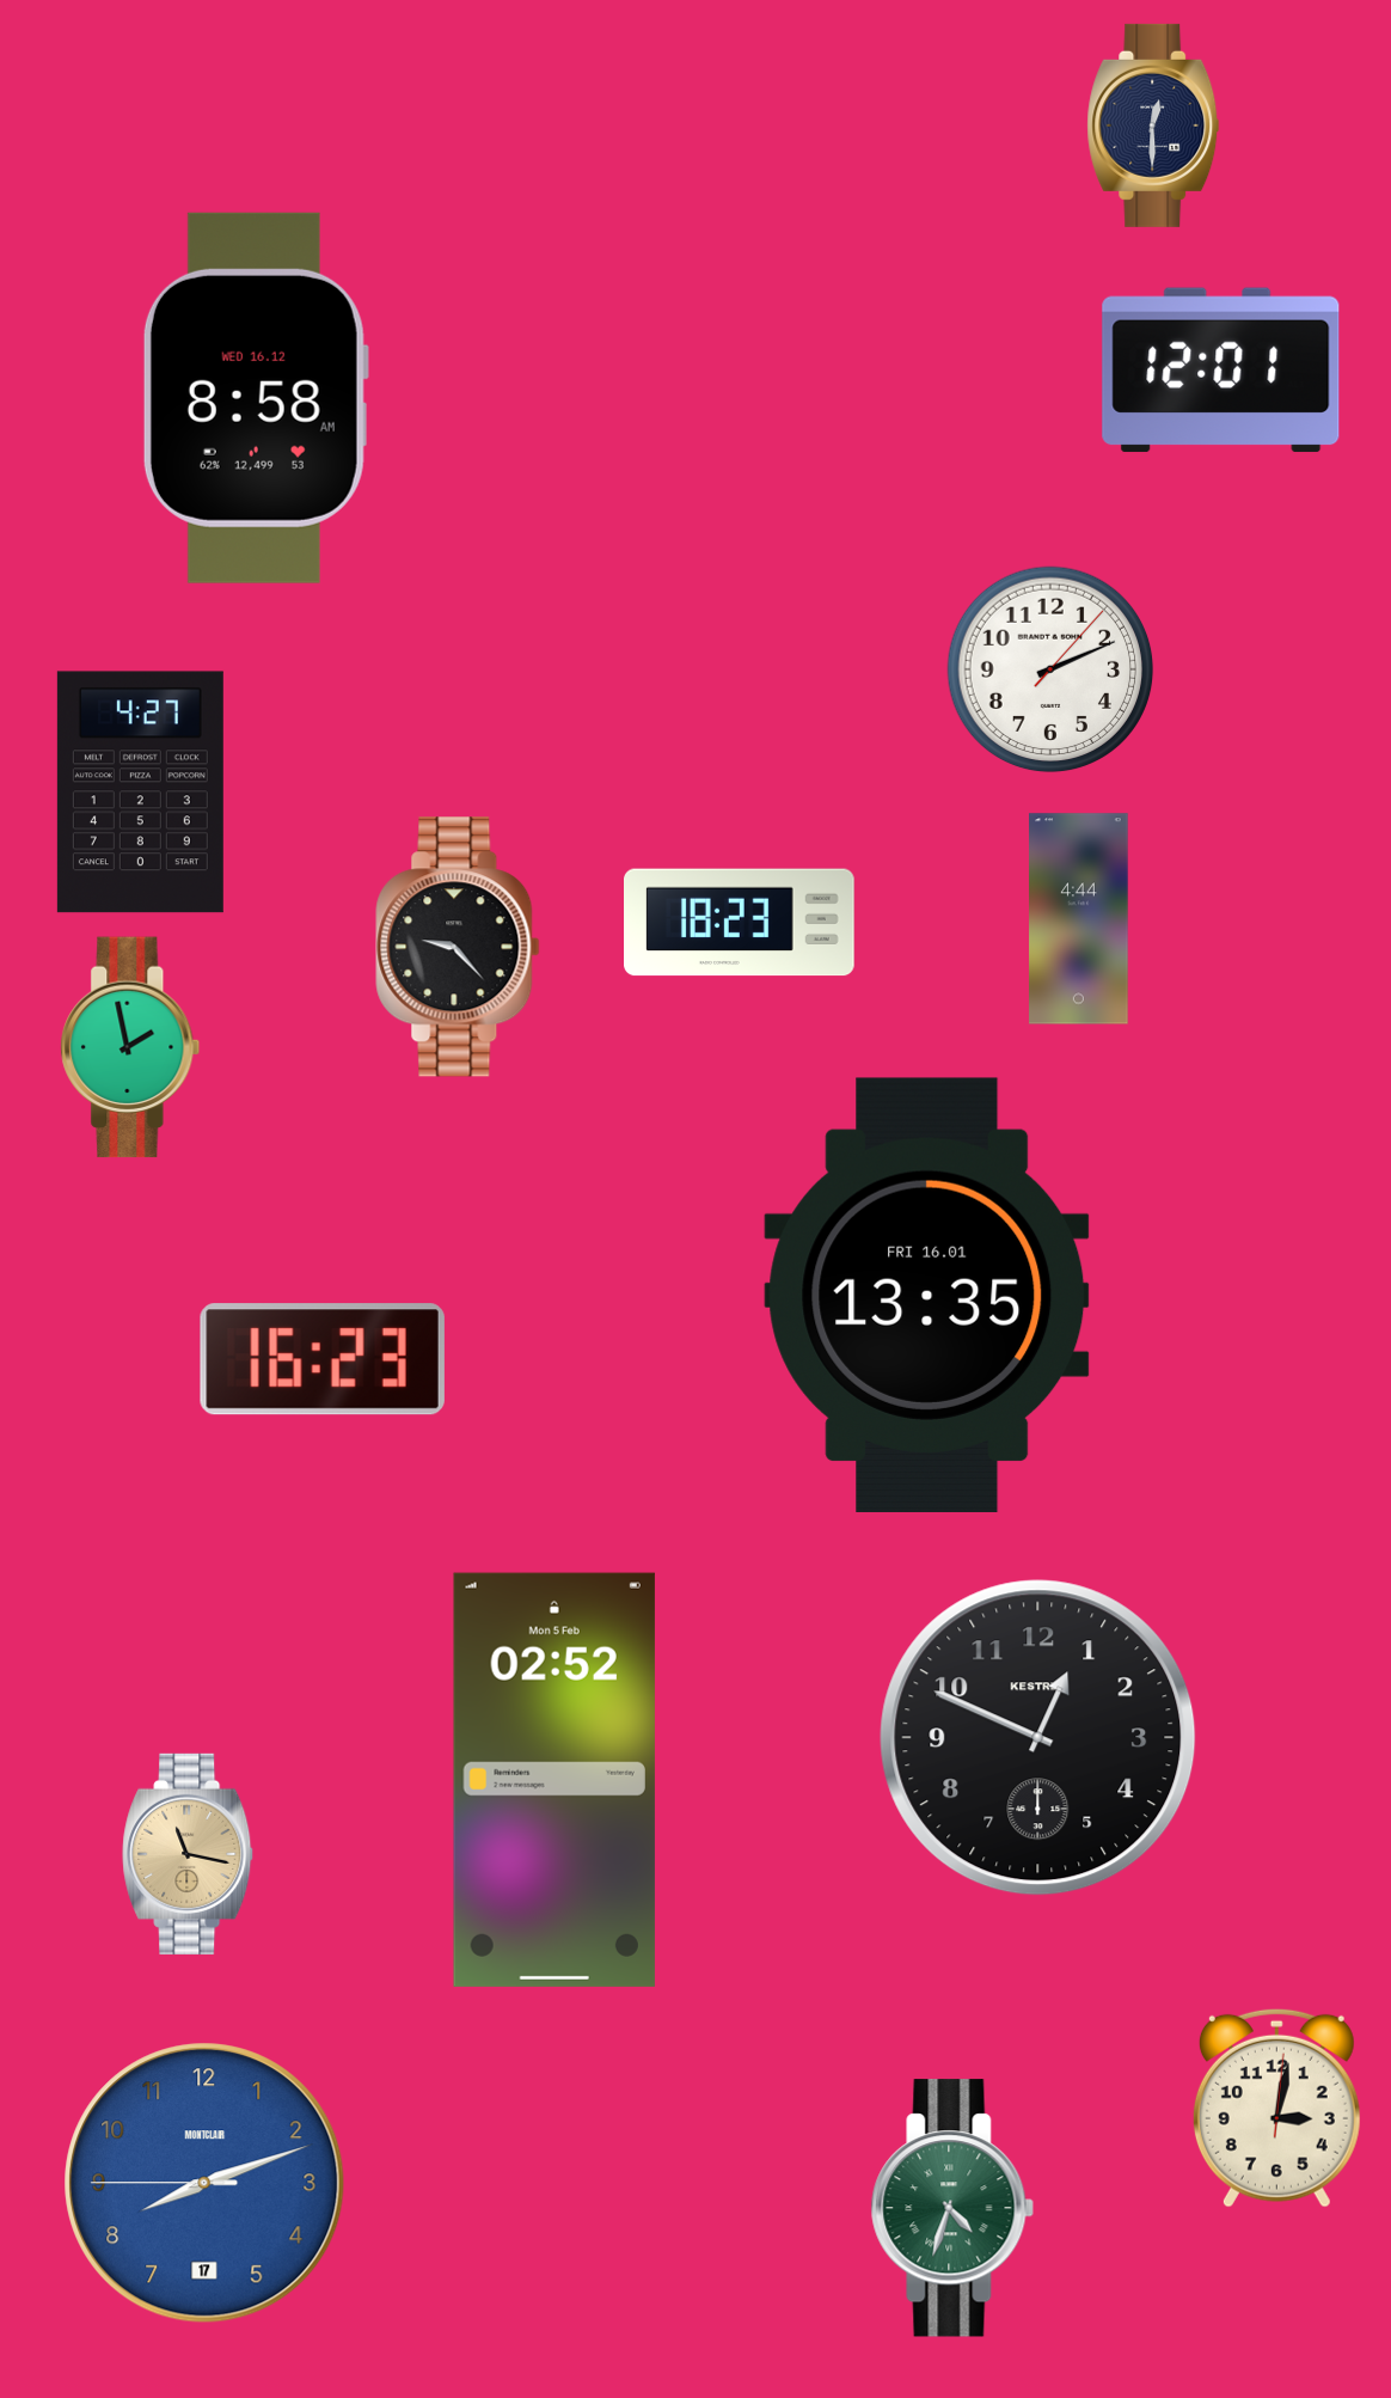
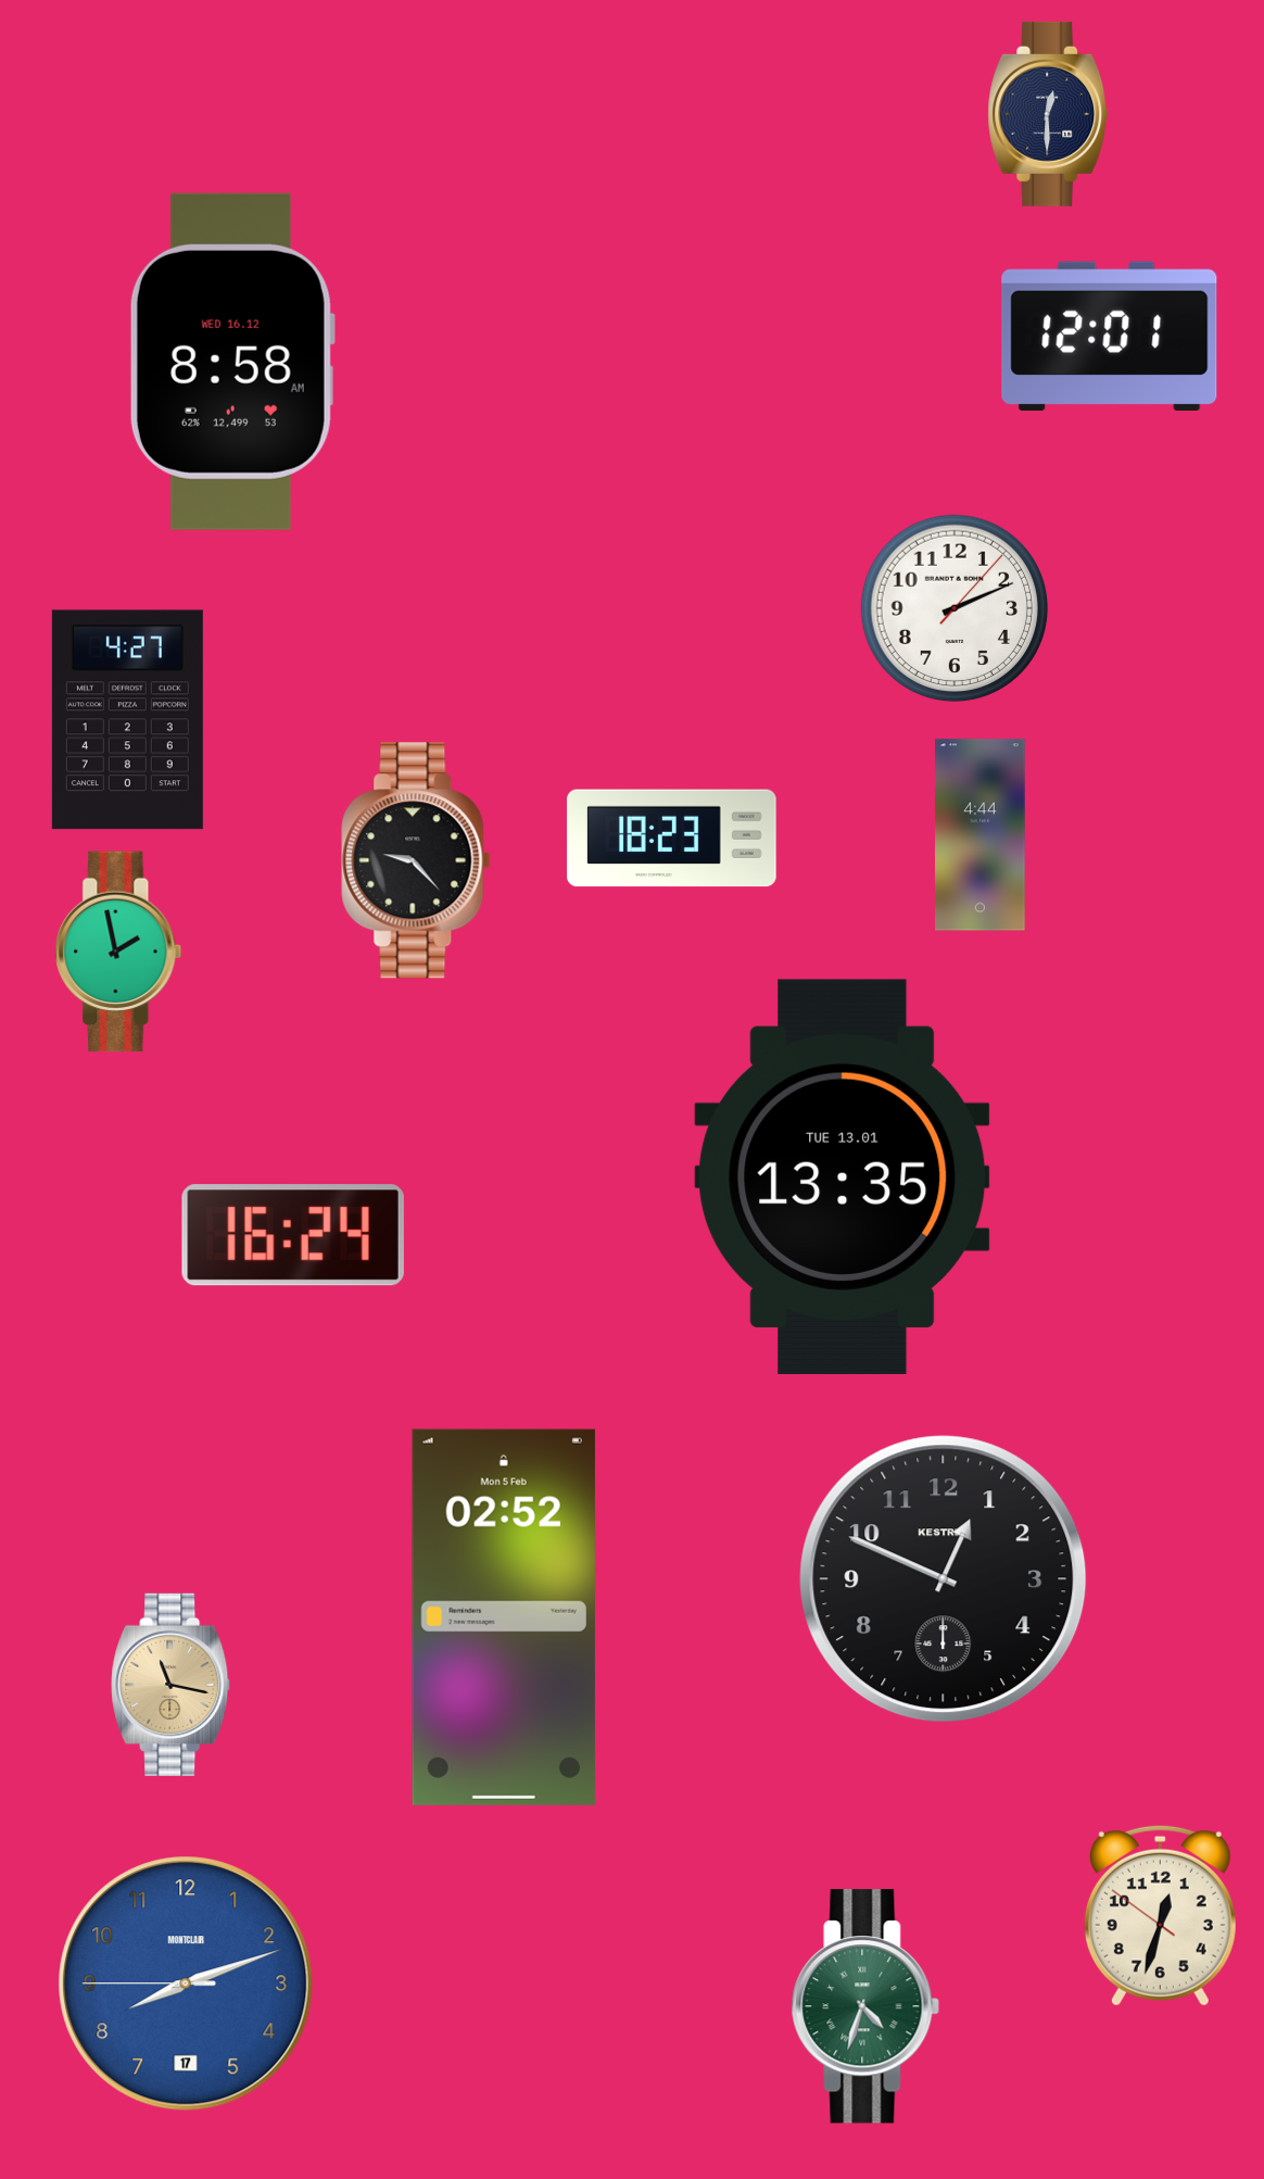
clock at (927, 1295) date: FRI 16.01 -> TUE 13.01
clock at (323, 1359): 16:23 -> 16:24
clock at (1276, 2108): 3:02 -> 12:32
